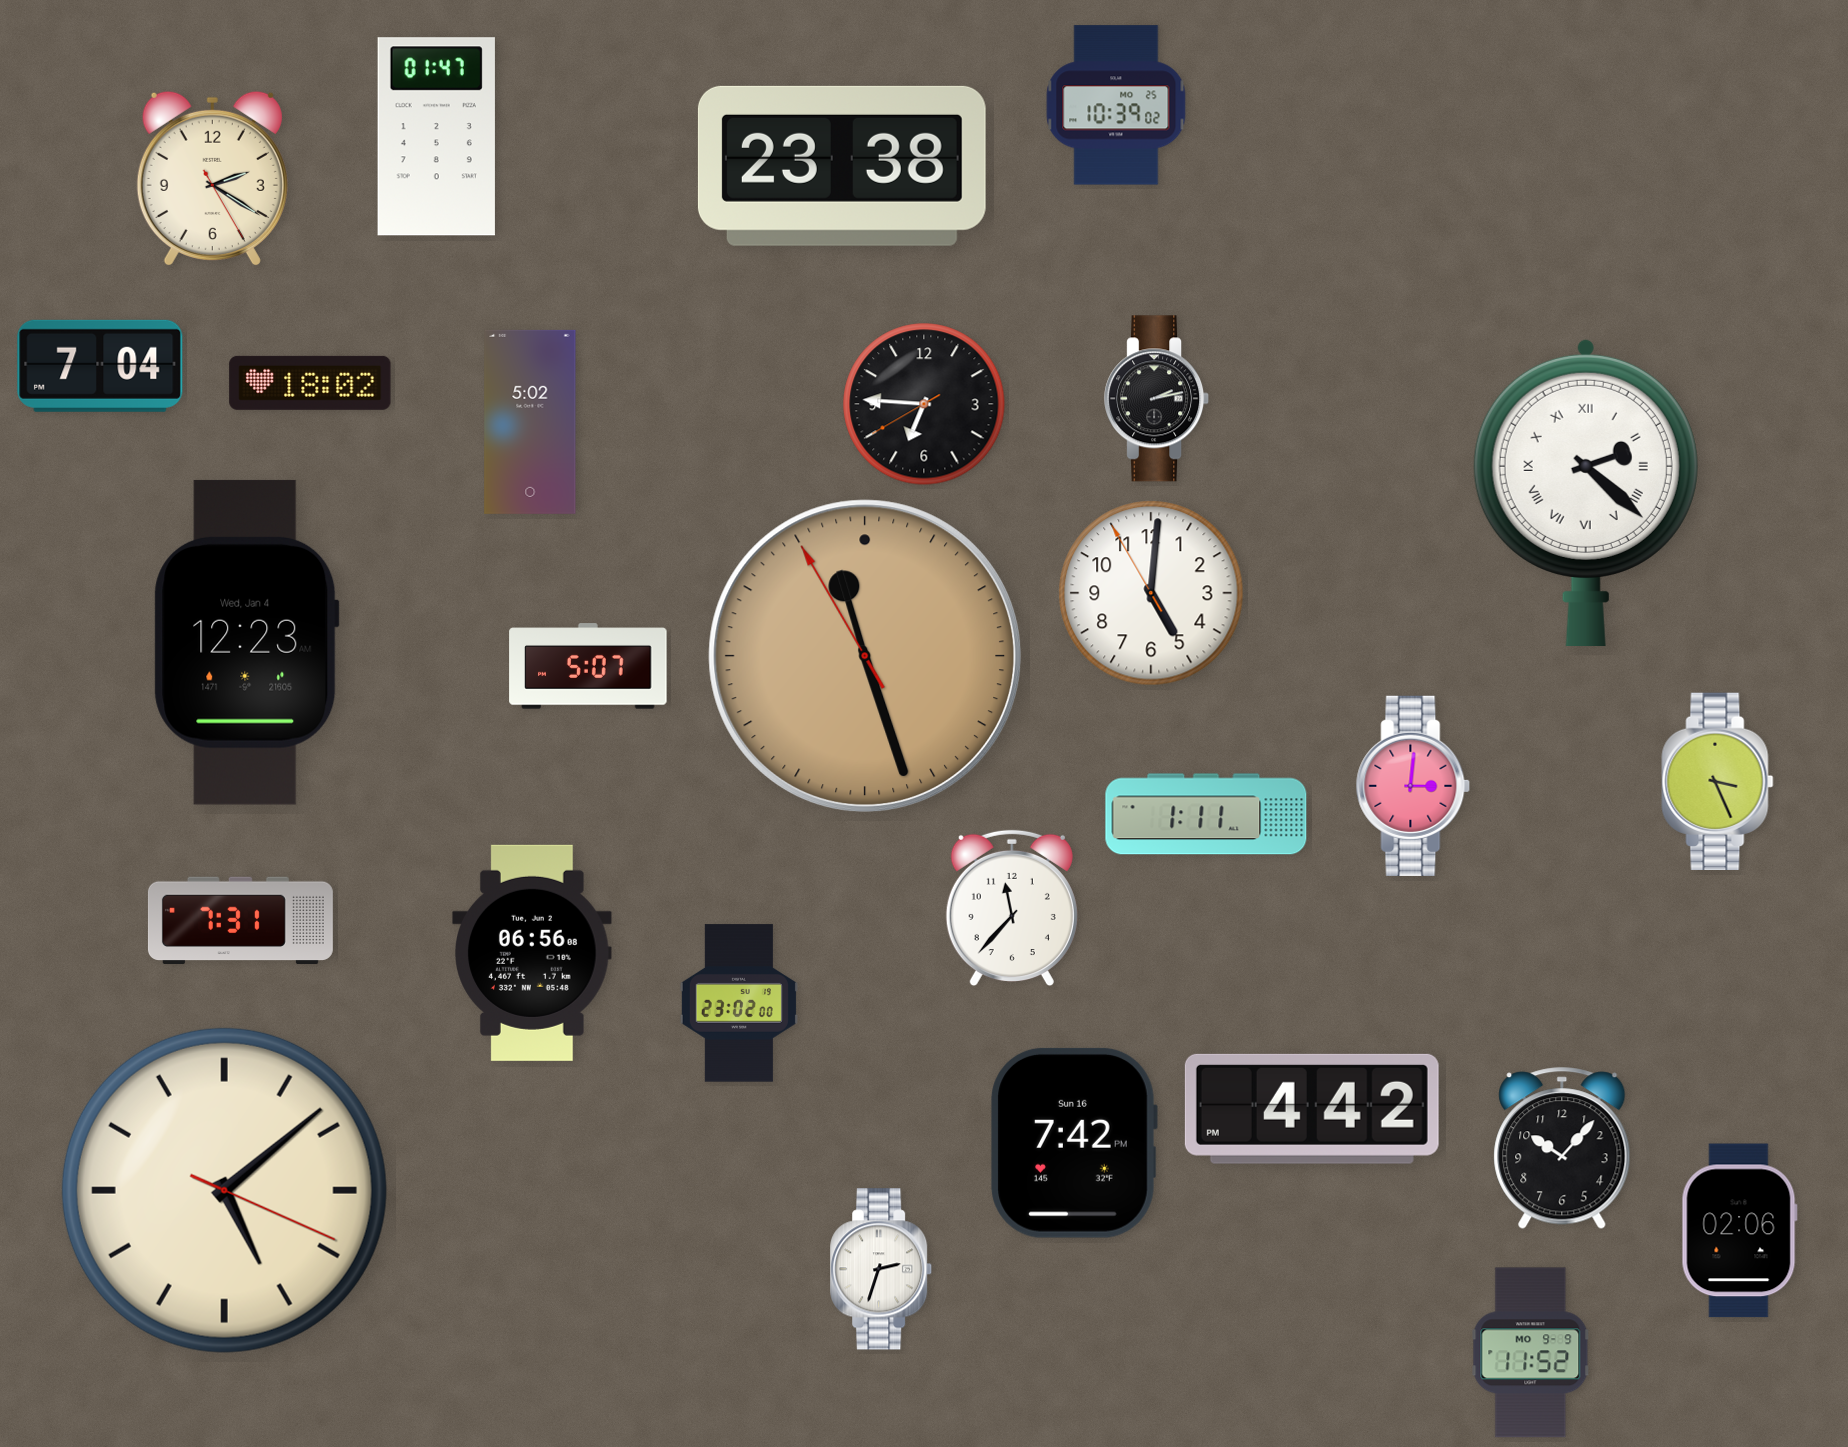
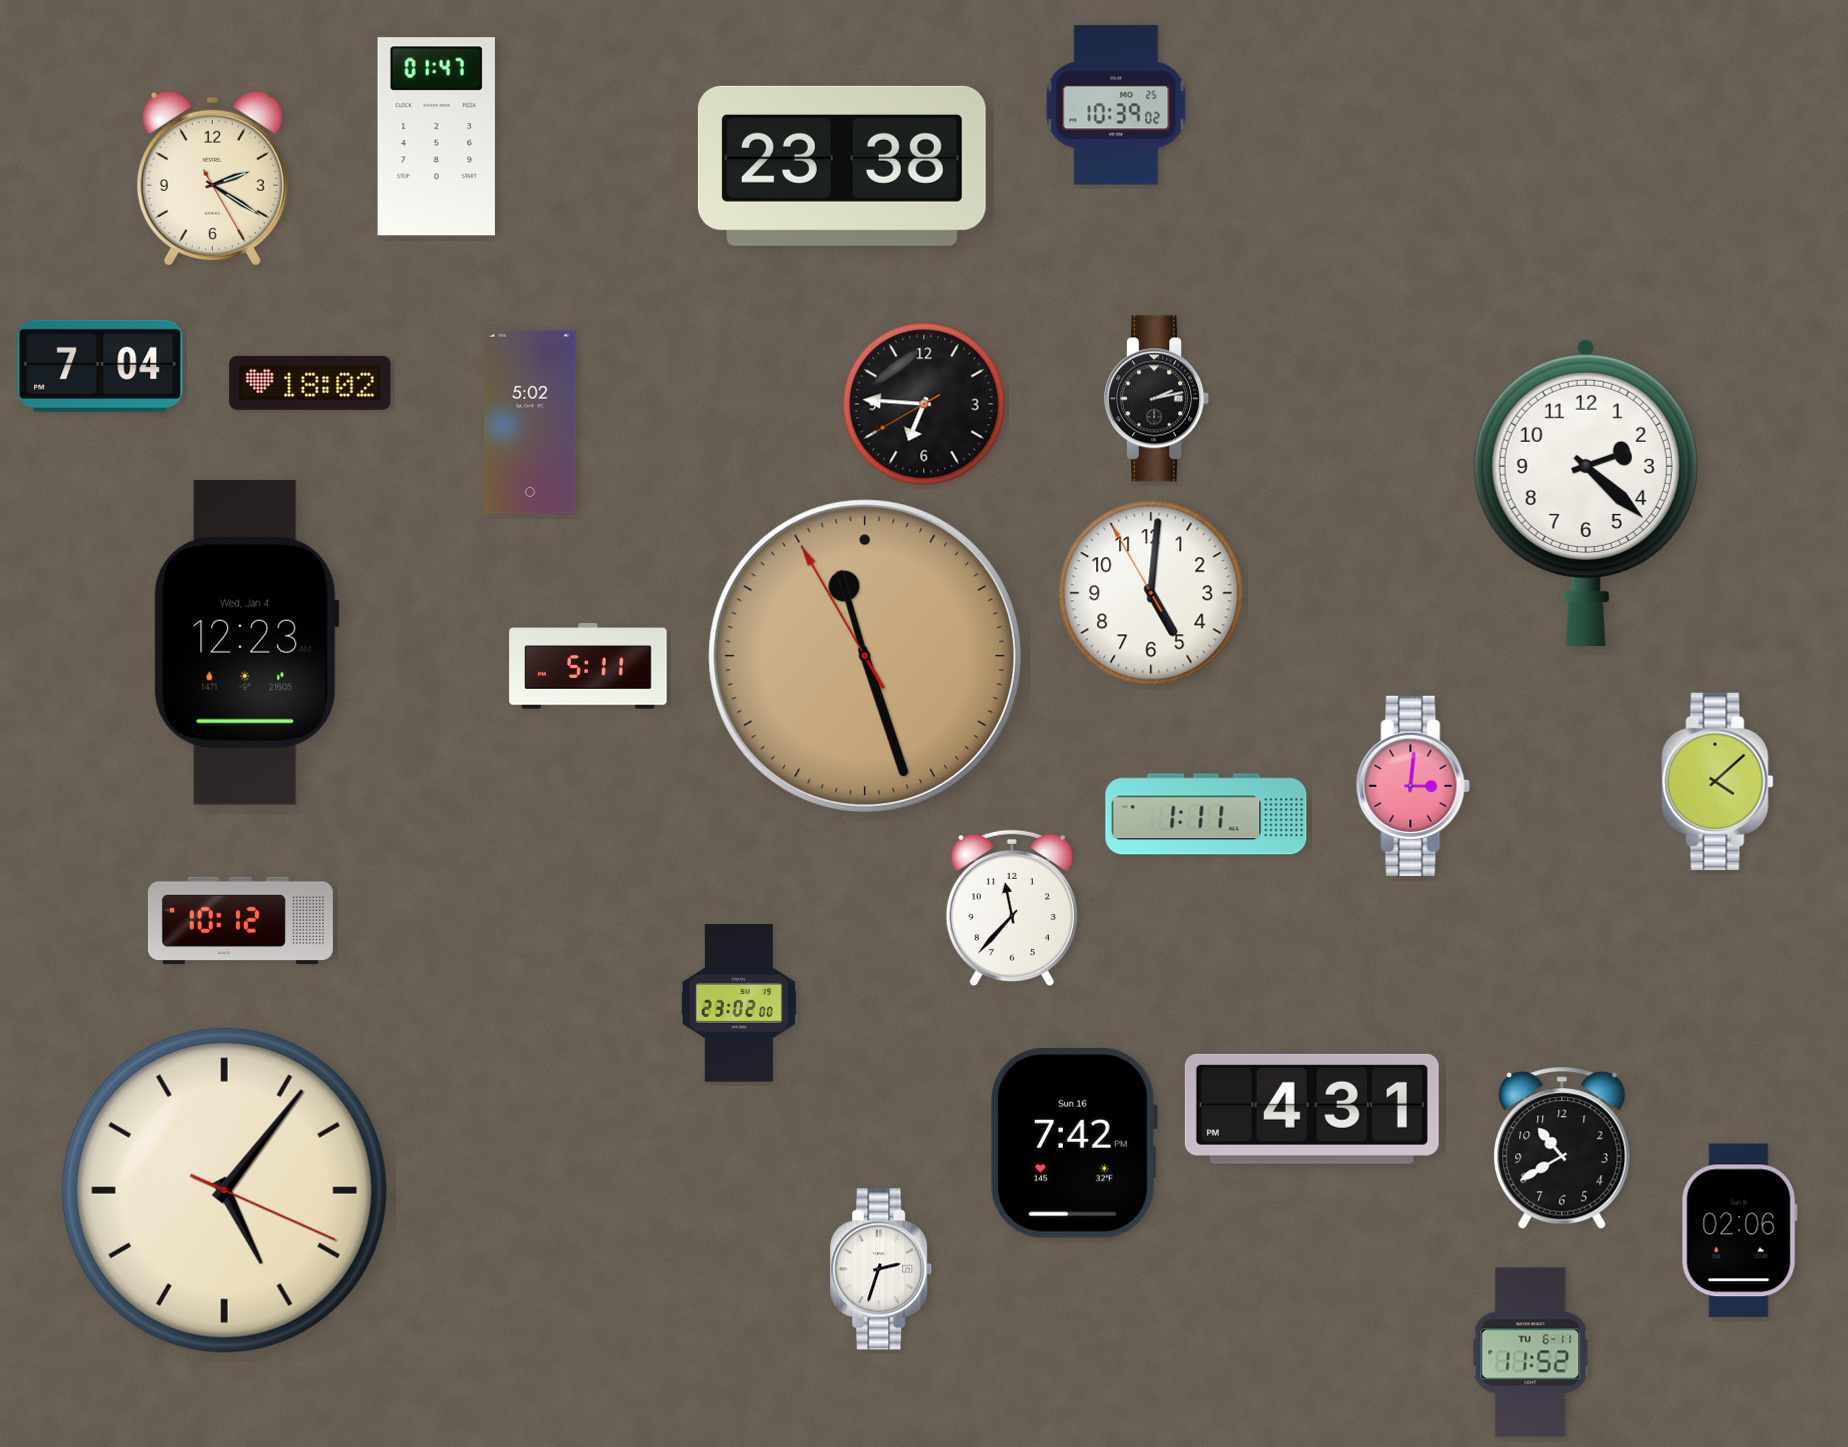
clock at (1586, 492) numerals: Roman -> Arabic
clock at (588, 666): 5:07 -> 5:11
clock at (1718, 781): 3:26 -> 4:08
clock at (240, 921): 7:31 -> 10:12
clock at (532, 953): 06:56 -> none
clock at (1312, 1109): 4:42 -> 4:31
clock at (1562, 1148): 10:07 -> 10:40
clock at (224, 1190): 5:08 -> 5:06
clock at (1531, 1353) date: MO 9-9 -> TU 6-11
